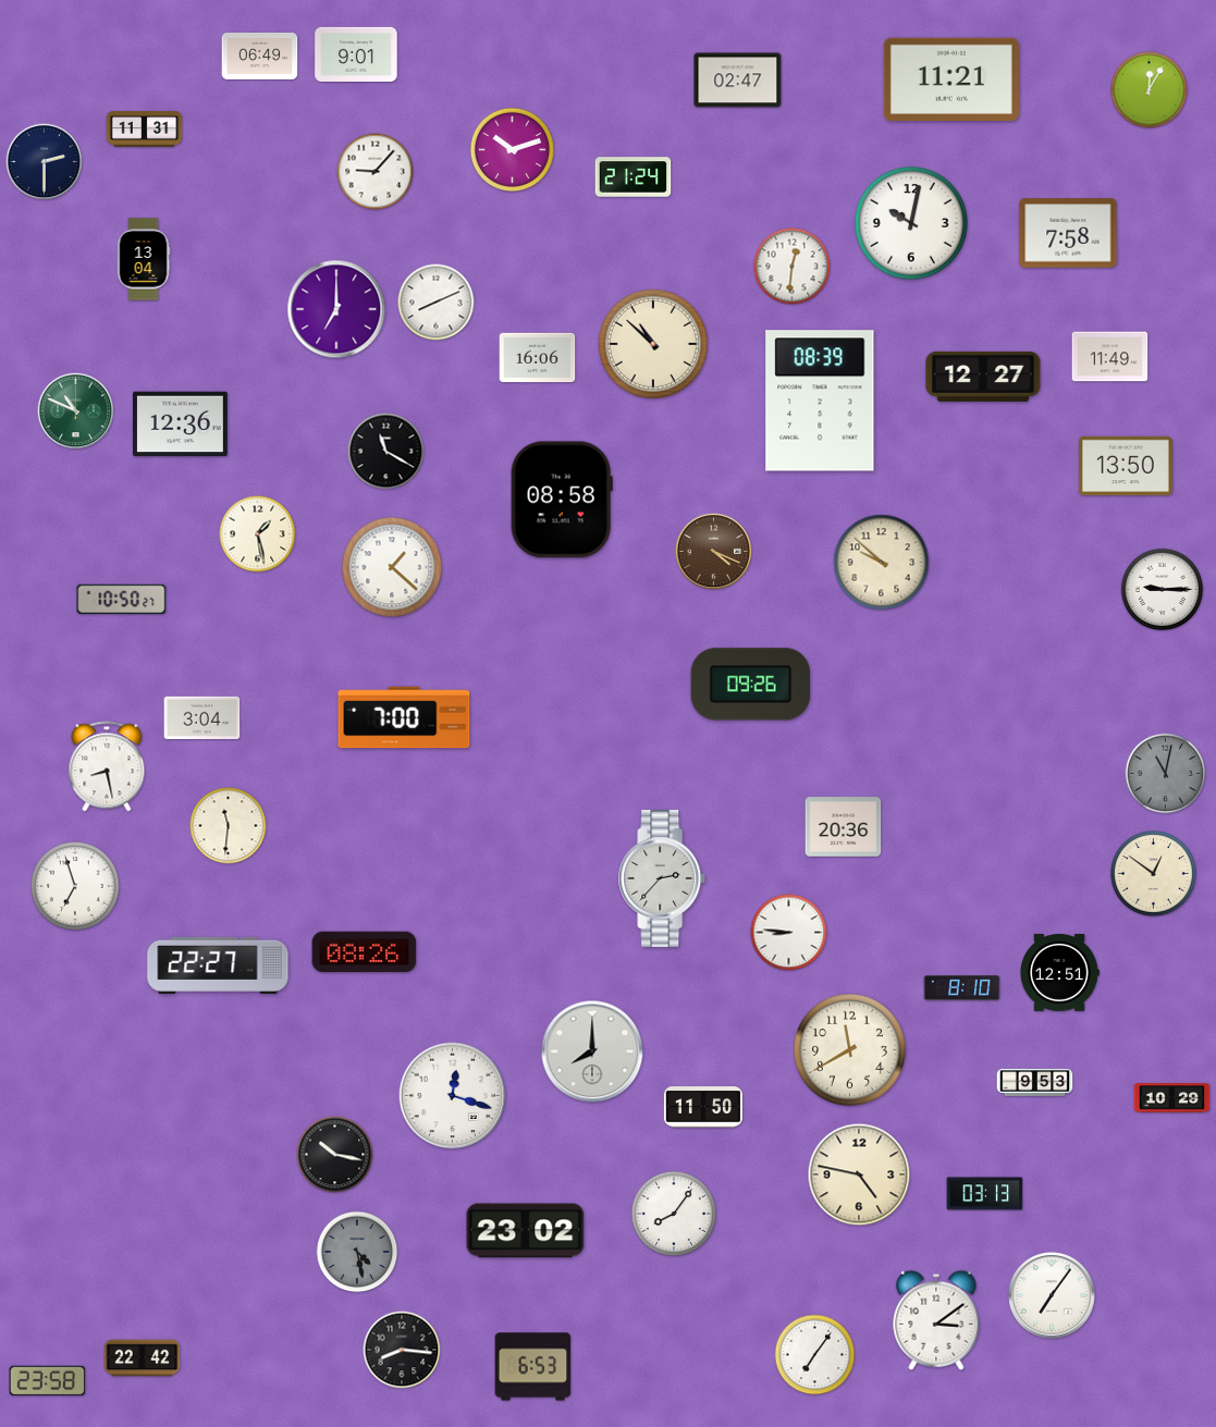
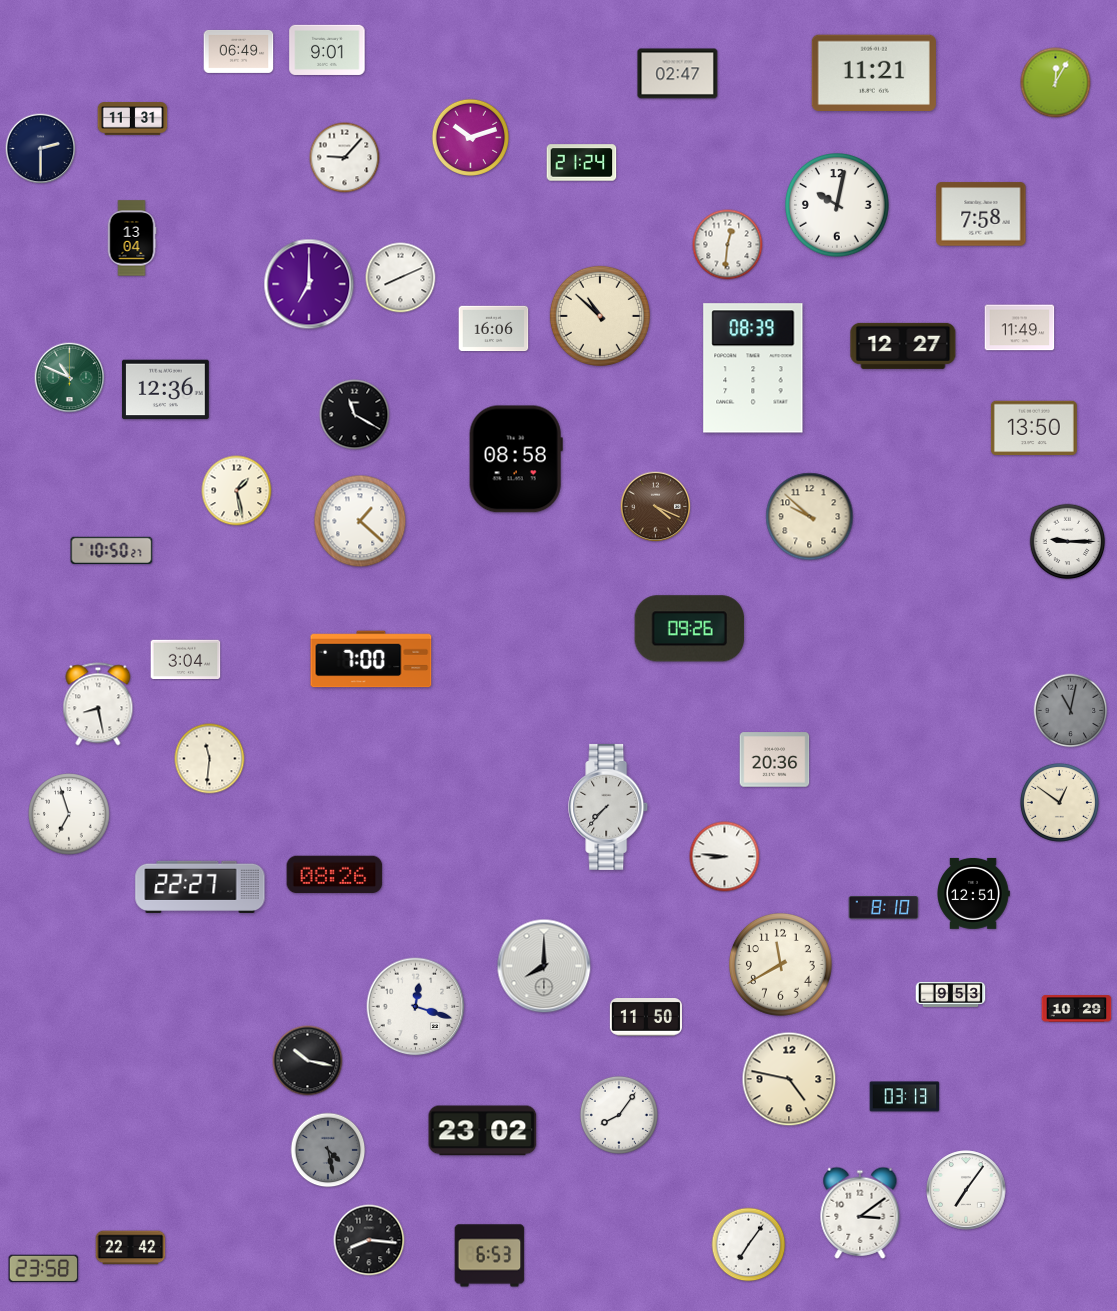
clock at (663, 878): 2:37 -> 7:37
